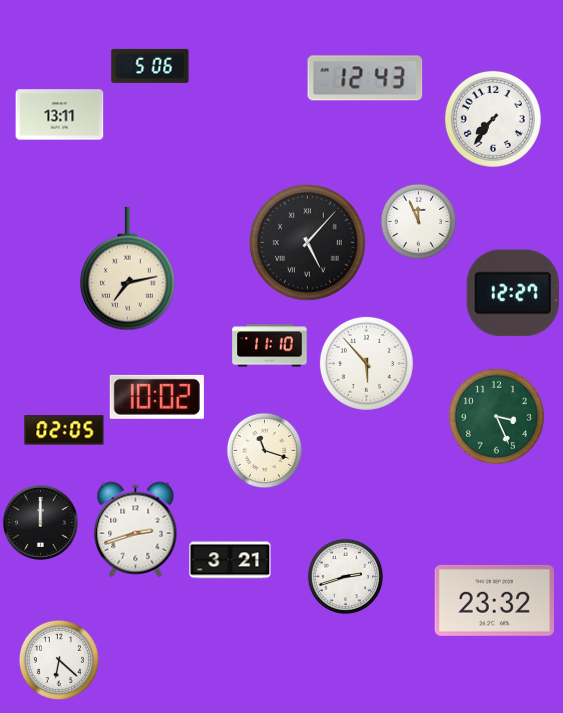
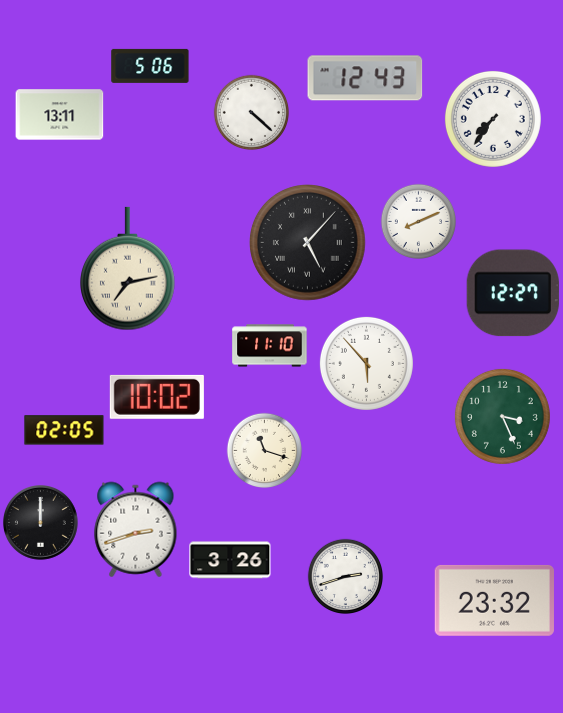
clock at (251, 112): none -> 4:22
clock at (418, 221): 11:56 -> 8:11
clock at (496, 416) position: (496, 416) -> (502, 416)
clock at (230, 560): 3:21 -> 3:26
clock at (59, 660): 6:22 -> none
